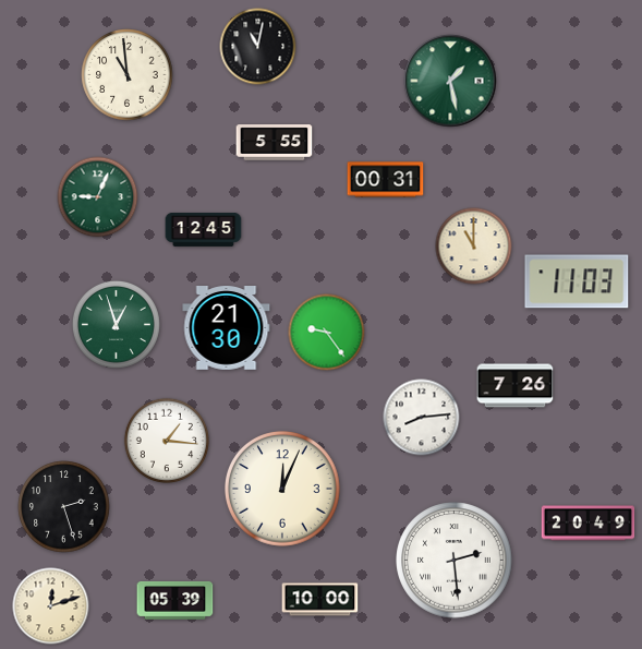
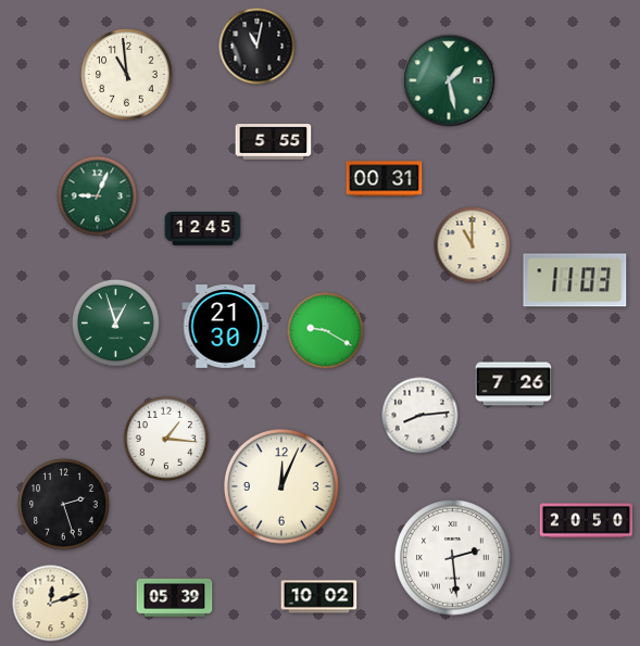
clock at (327, 333): 9:24 -> 9:20
clock at (589, 524): 20:49 -> 20:50
clock at (320, 600): 10:00 -> 10:02
